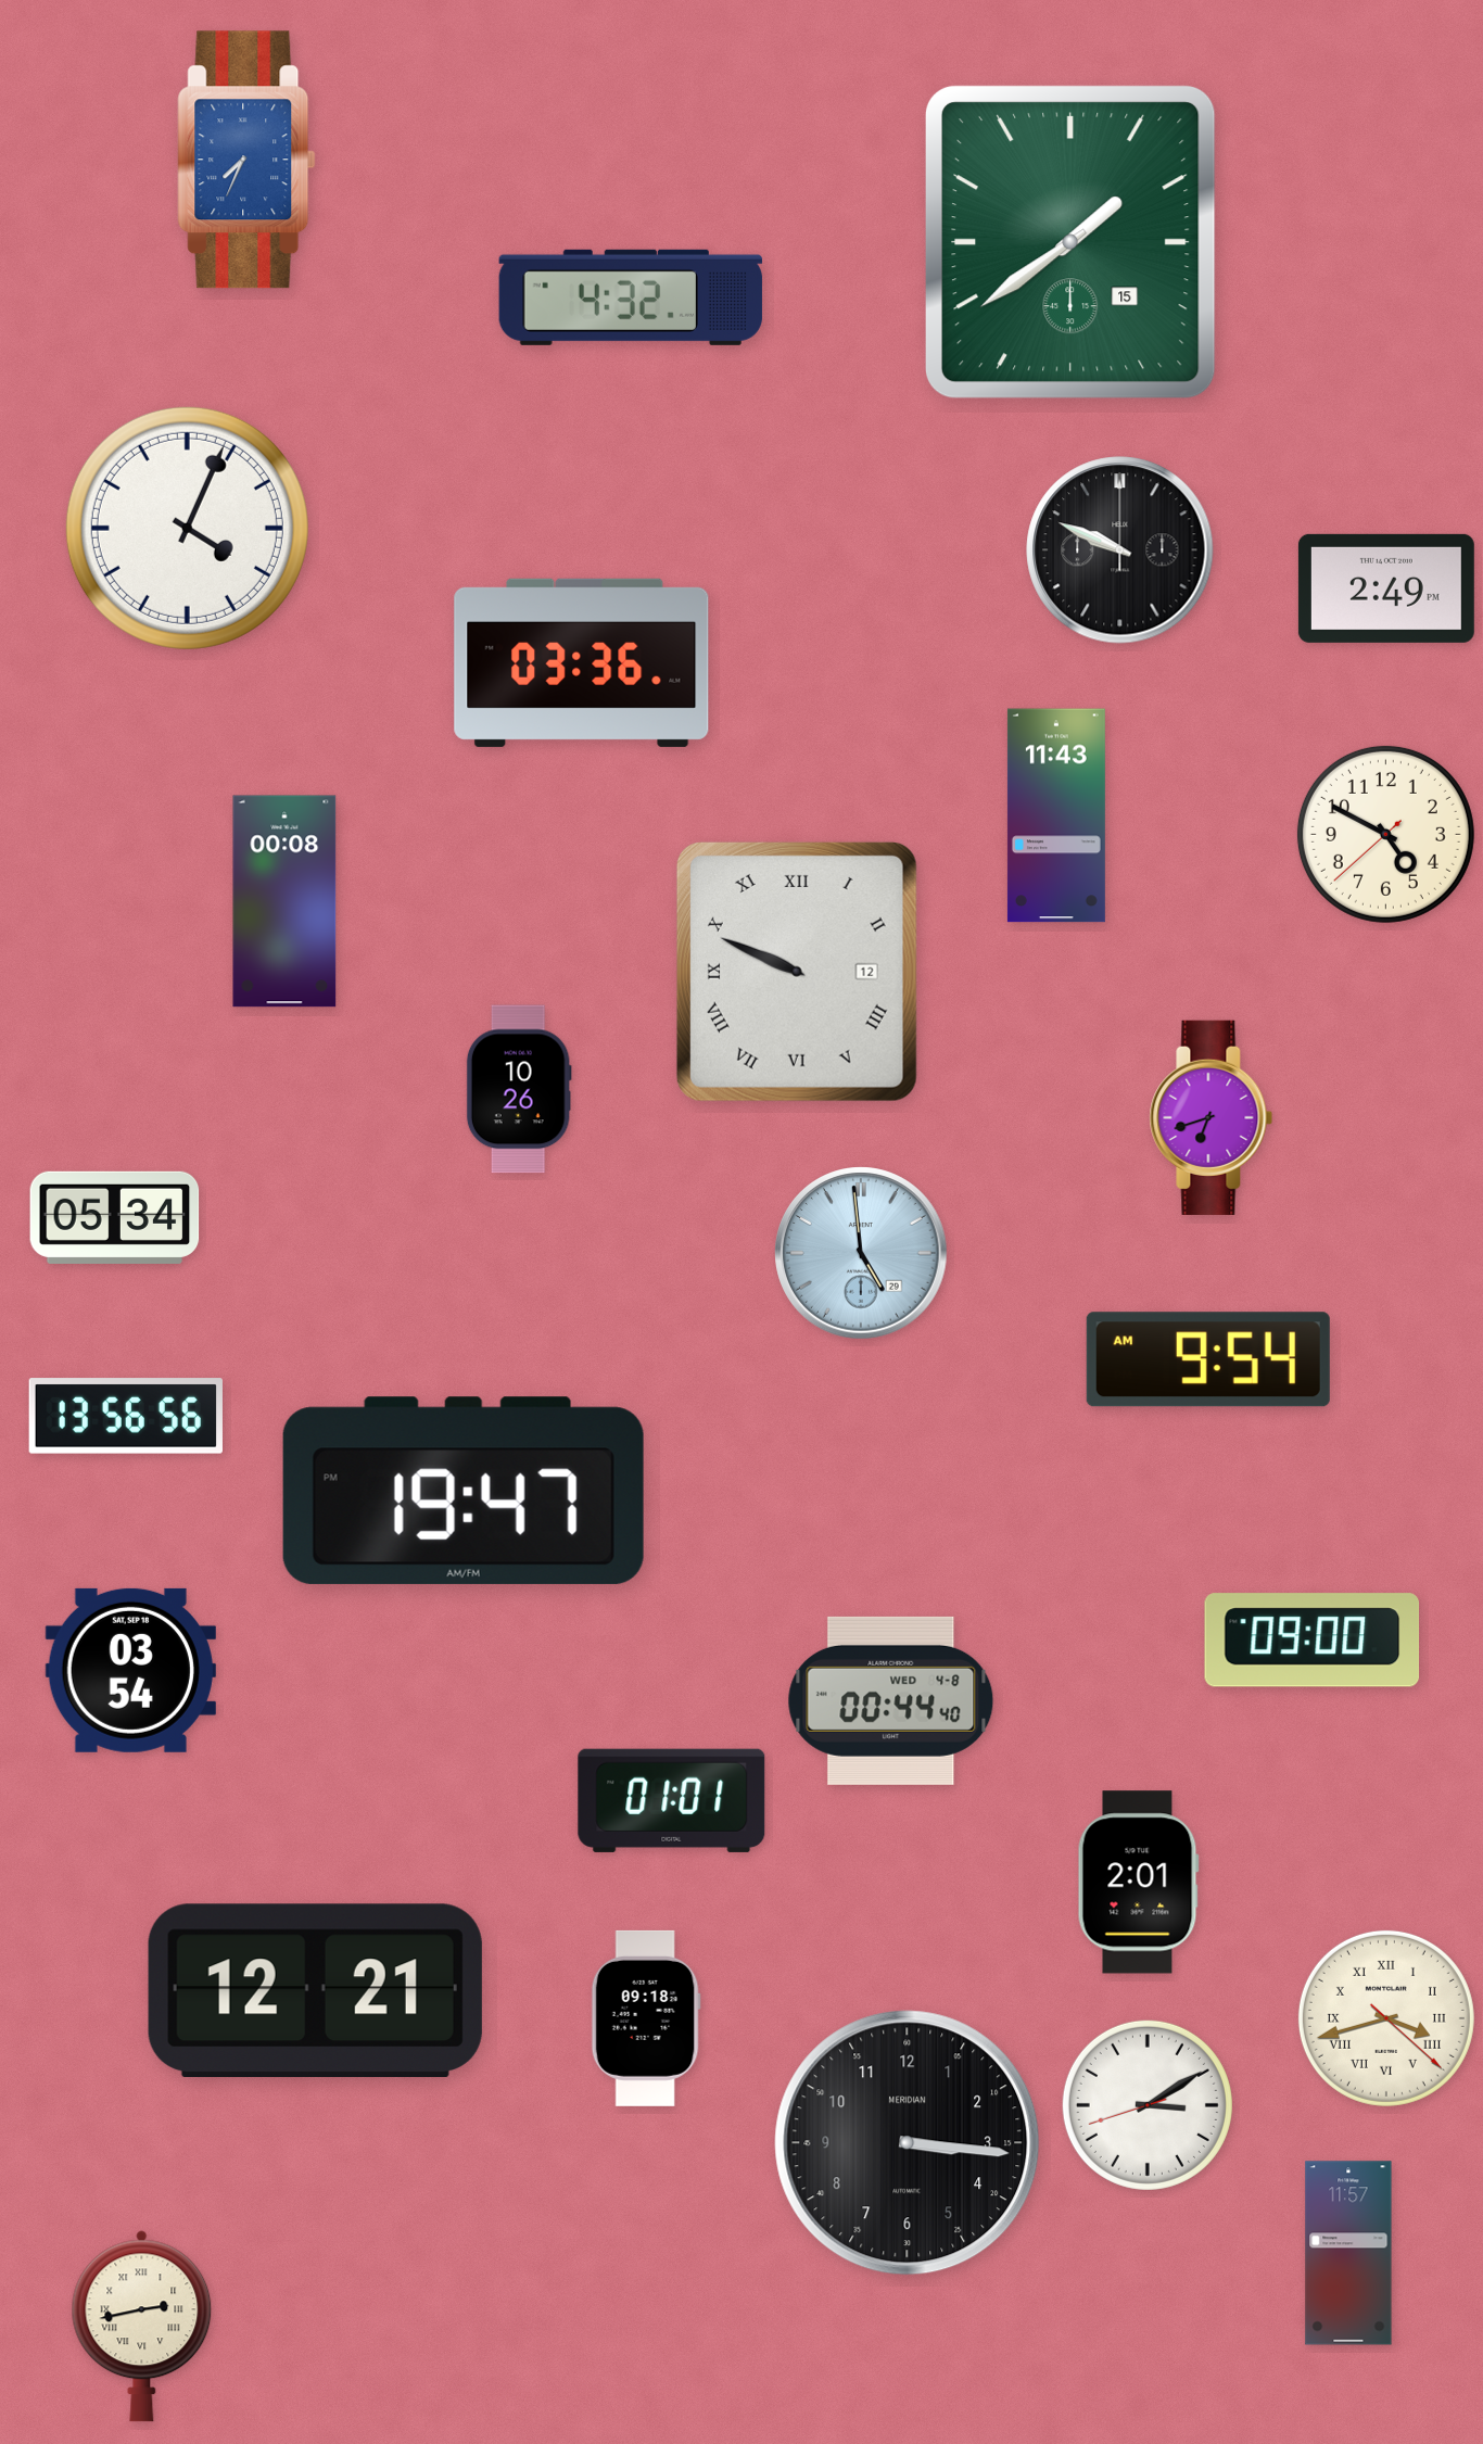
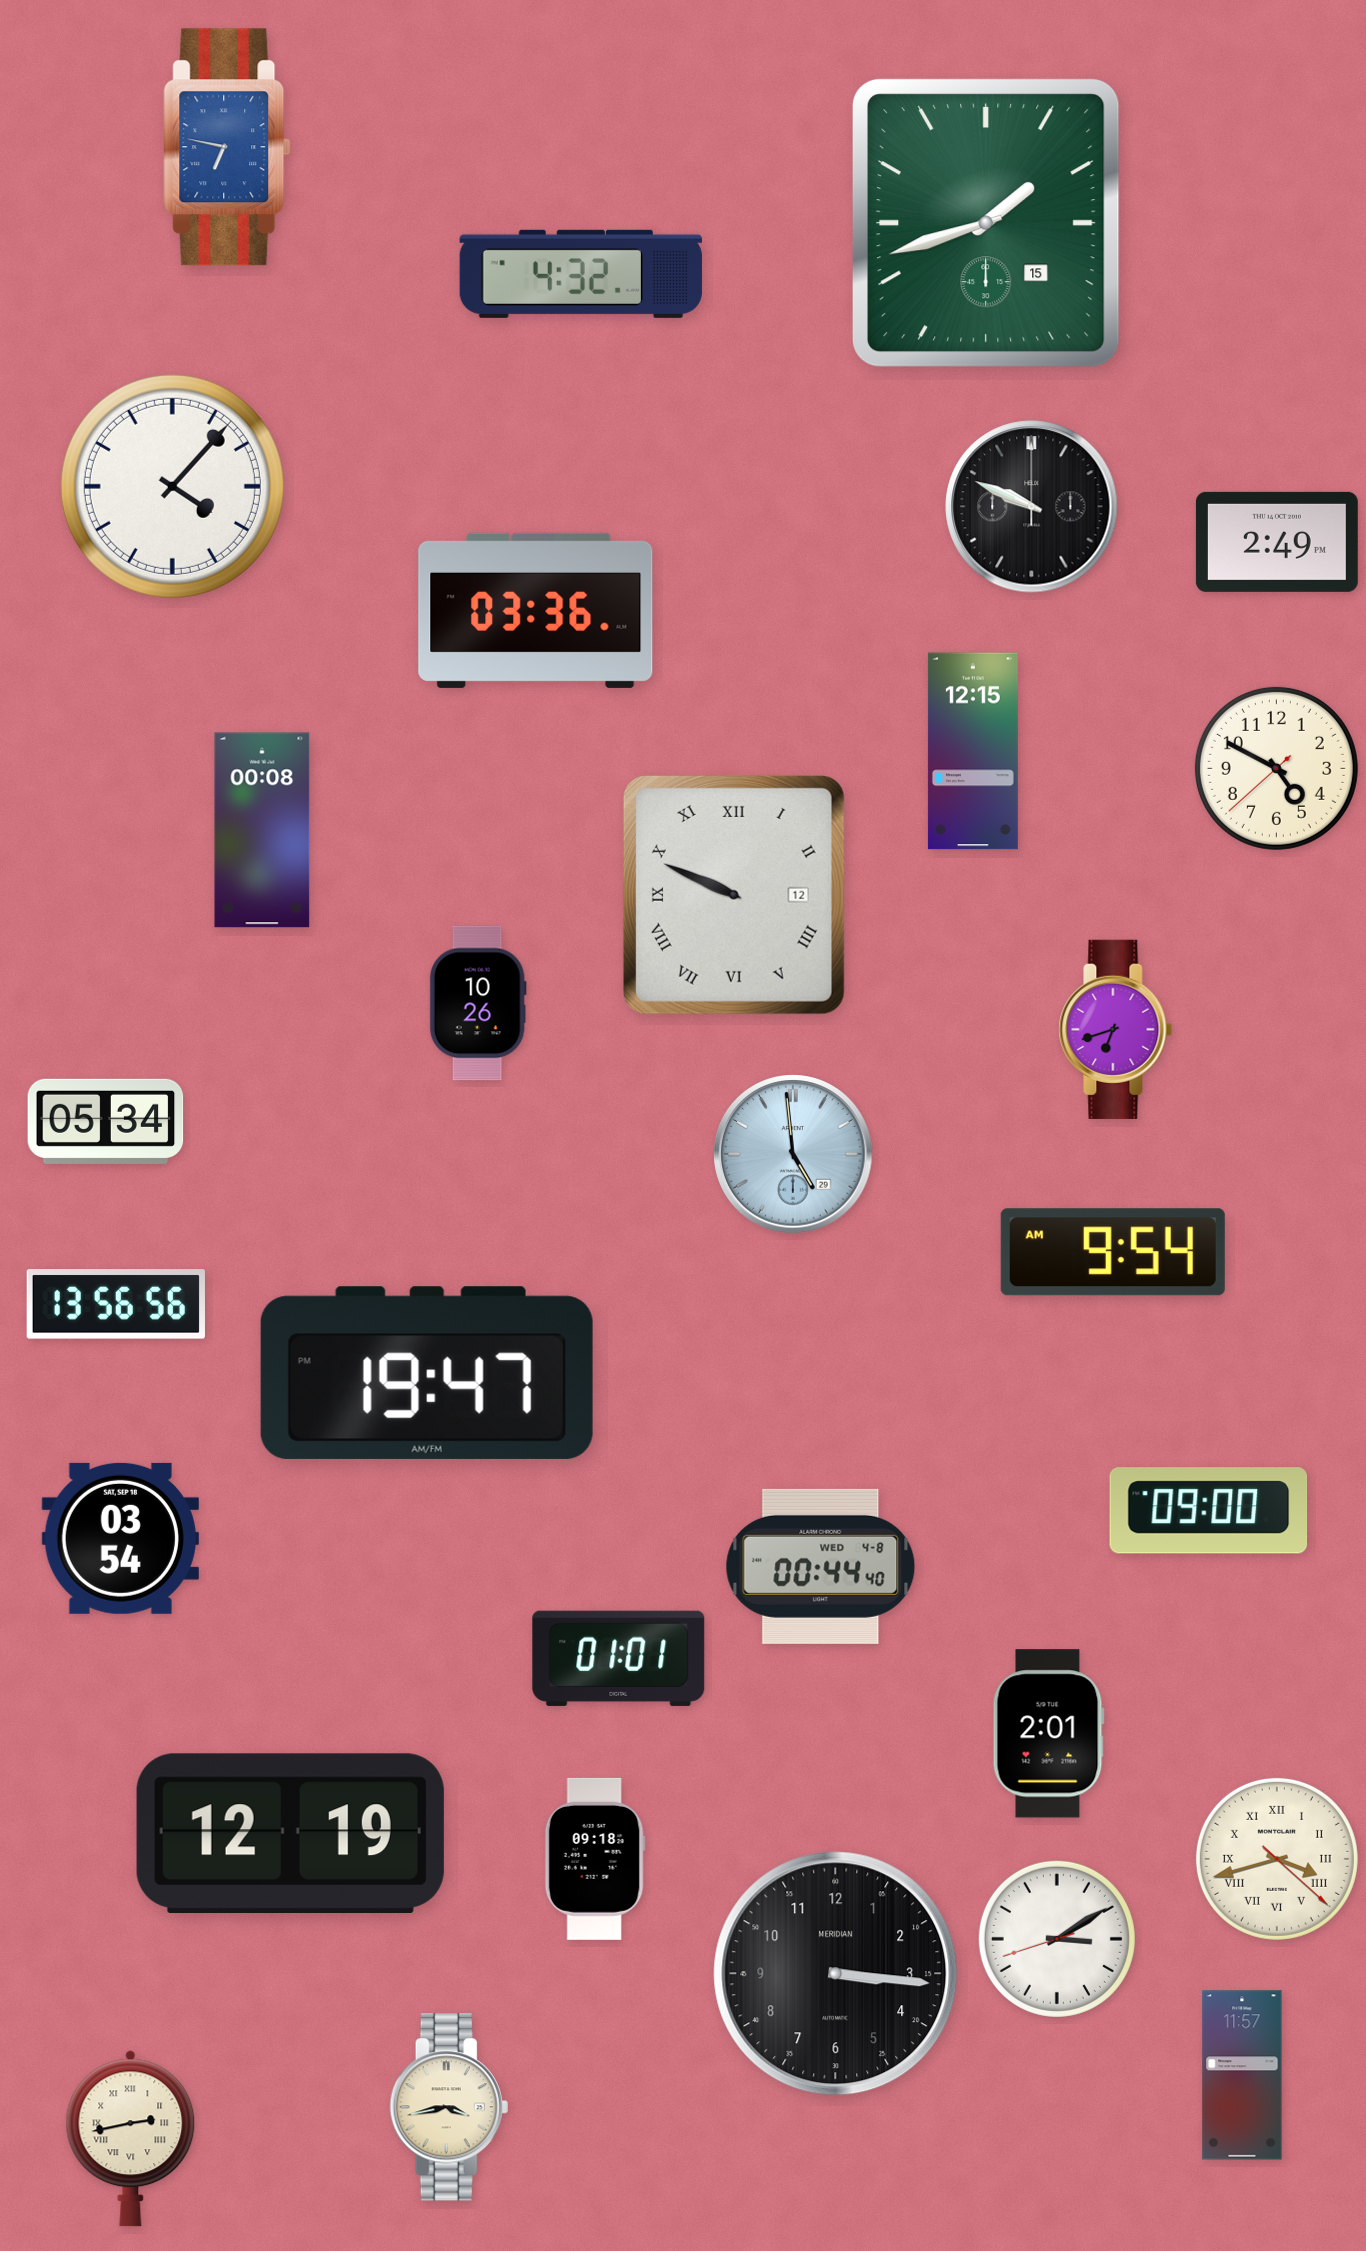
clock at (246, 160): 7:34 -> 6:47
clock at (1070, 242): 1:39 -> 1:42
clock at (187, 528): 4:04 -> 4:07
clock at (1056, 815): 11:43 -> 12:15
clock at (315, 1990): 12:21 -> 12:19
clock at (449, 2107): none -> 3:43
clock at (142, 2327) position: (142, 2327) -> (131, 2139)
